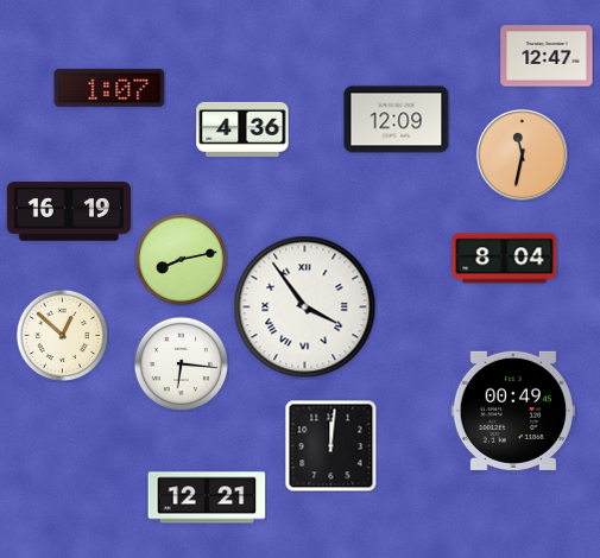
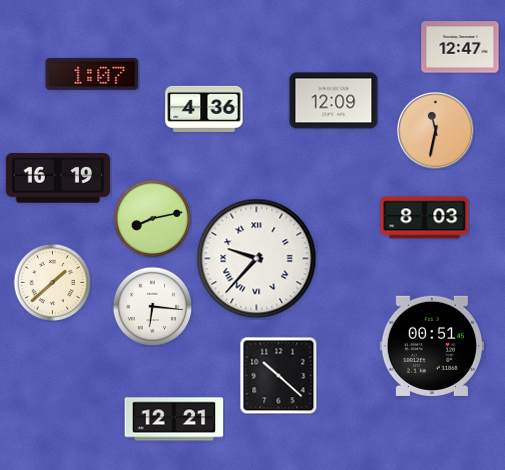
clock at (522, 154) position: (522, 154) -> (435, 130)
clock at (505, 259): 8:04 -> 8:03
clock at (305, 307): 3:54 -> 9:37
clock at (62, 335): 12:52 -> 1:38
clock at (513, 411): 00:49 -> 00:51
clock at (330, 445): 12:01 -> 10:22
